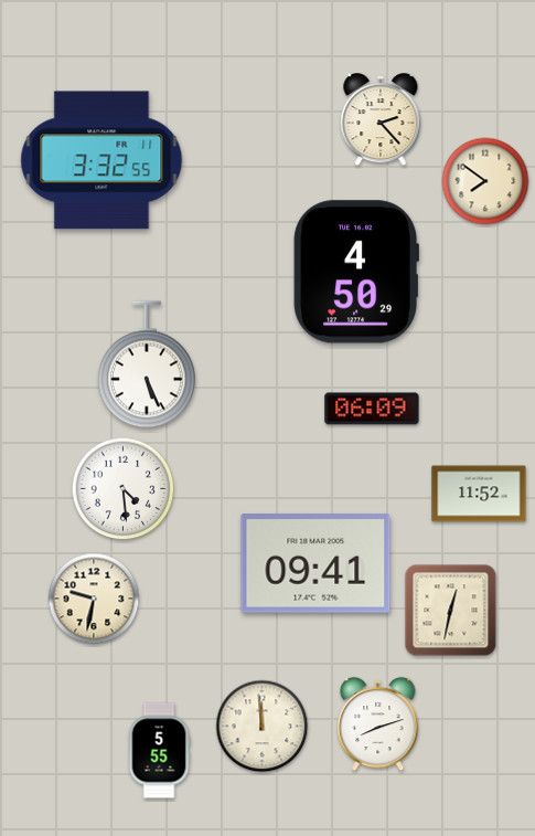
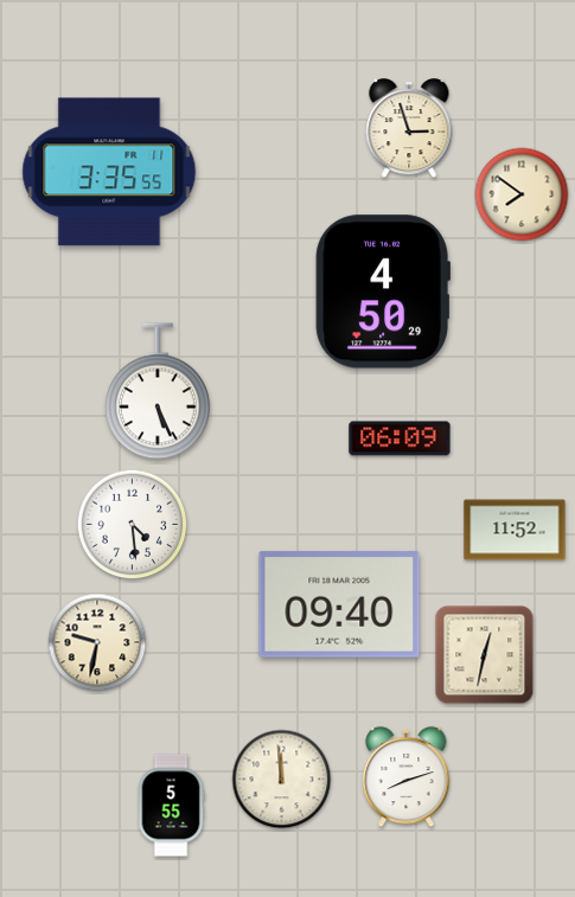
clock at (381, 120): 2:23 -> 2:57
clock at (101, 160): 3:32 -> 3:35
clock at (315, 563): 09:41 -> 09:40
clock at (94, 599) position: (94, 599) -> (97, 642)
